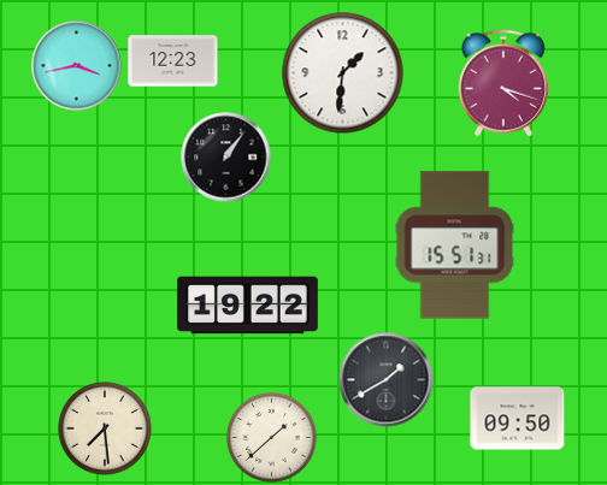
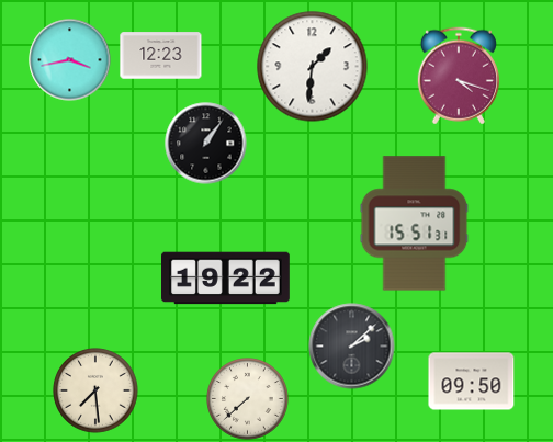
clock at (173, 61) position: (173, 61) -> (161, 56)
clock at (387, 380): 1:40 -> 2:08
clock at (272, 438): 1:38 -> 7:38
